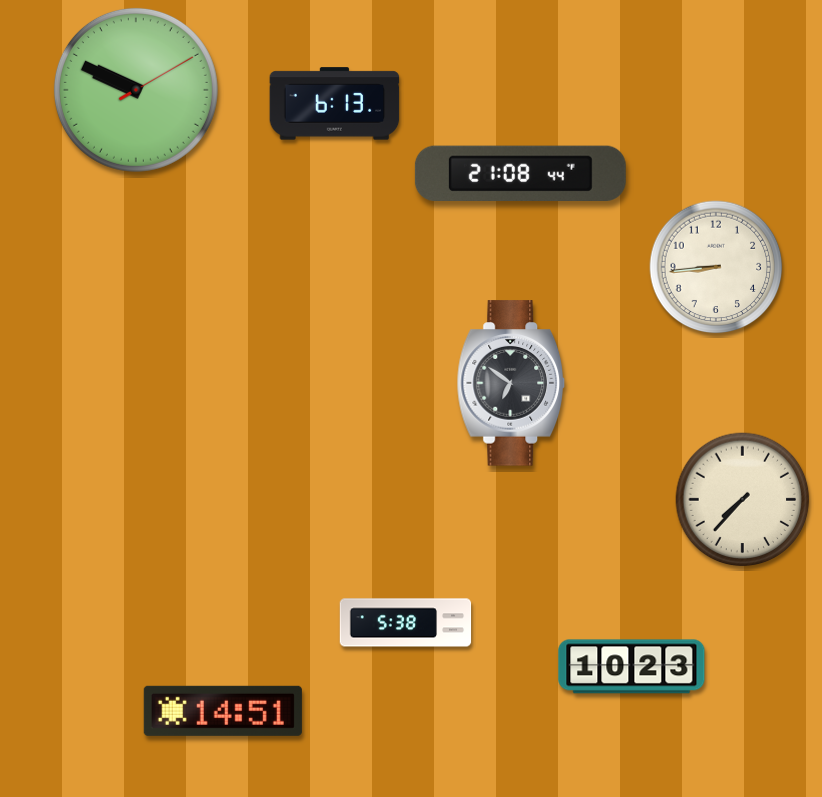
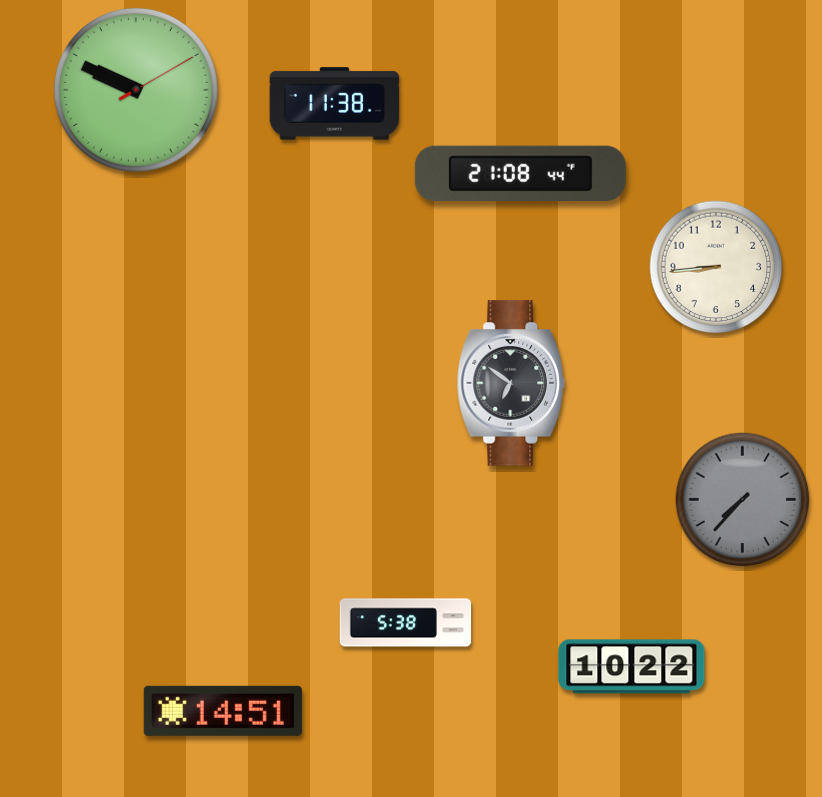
clock at (335, 104): 6:13 -> 11:38
clock at (743, 500) dial: cream -> grey
clock at (632, 667): 10:23 -> 10:22
